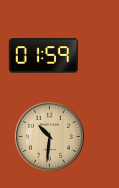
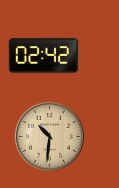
clock at (44, 56): 01:59 -> 02:42
